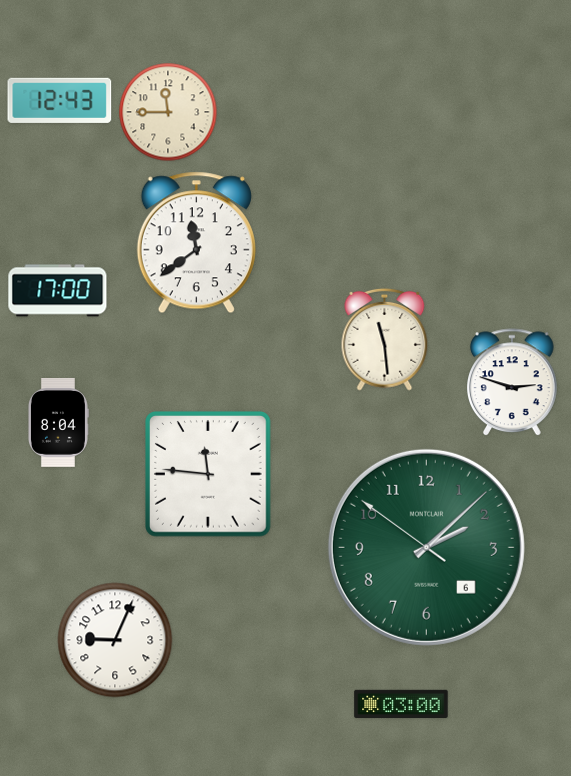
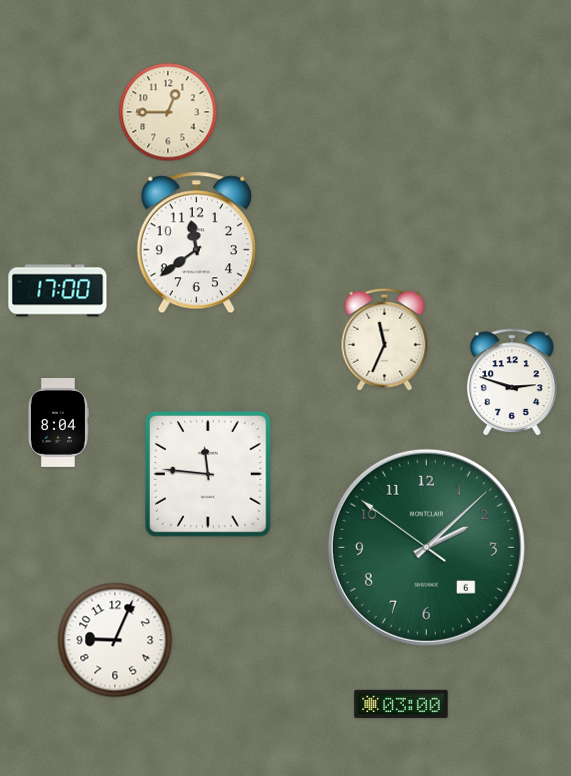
clock at (60, 100): 12:43 -> none
clock at (168, 112): 11:45 -> 12:45
clock at (385, 339): 11:29 -> 11:34
